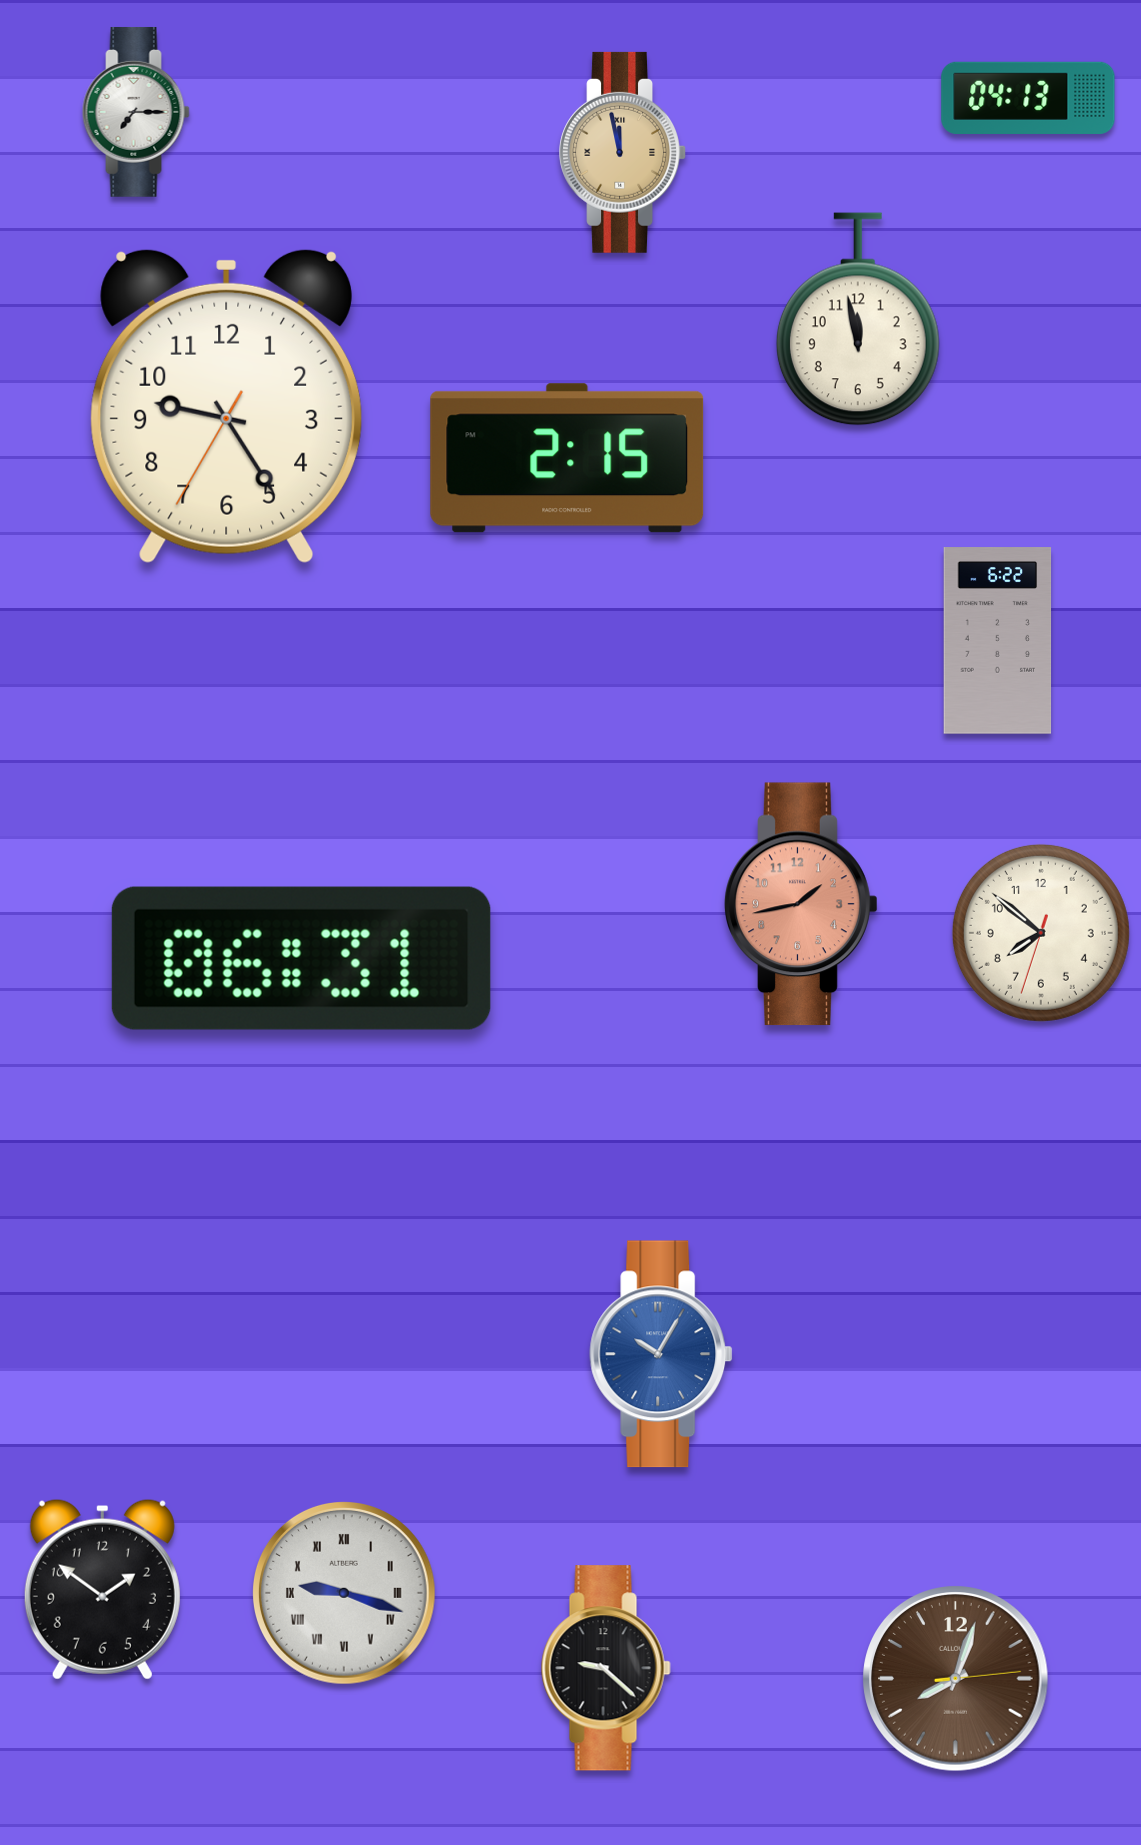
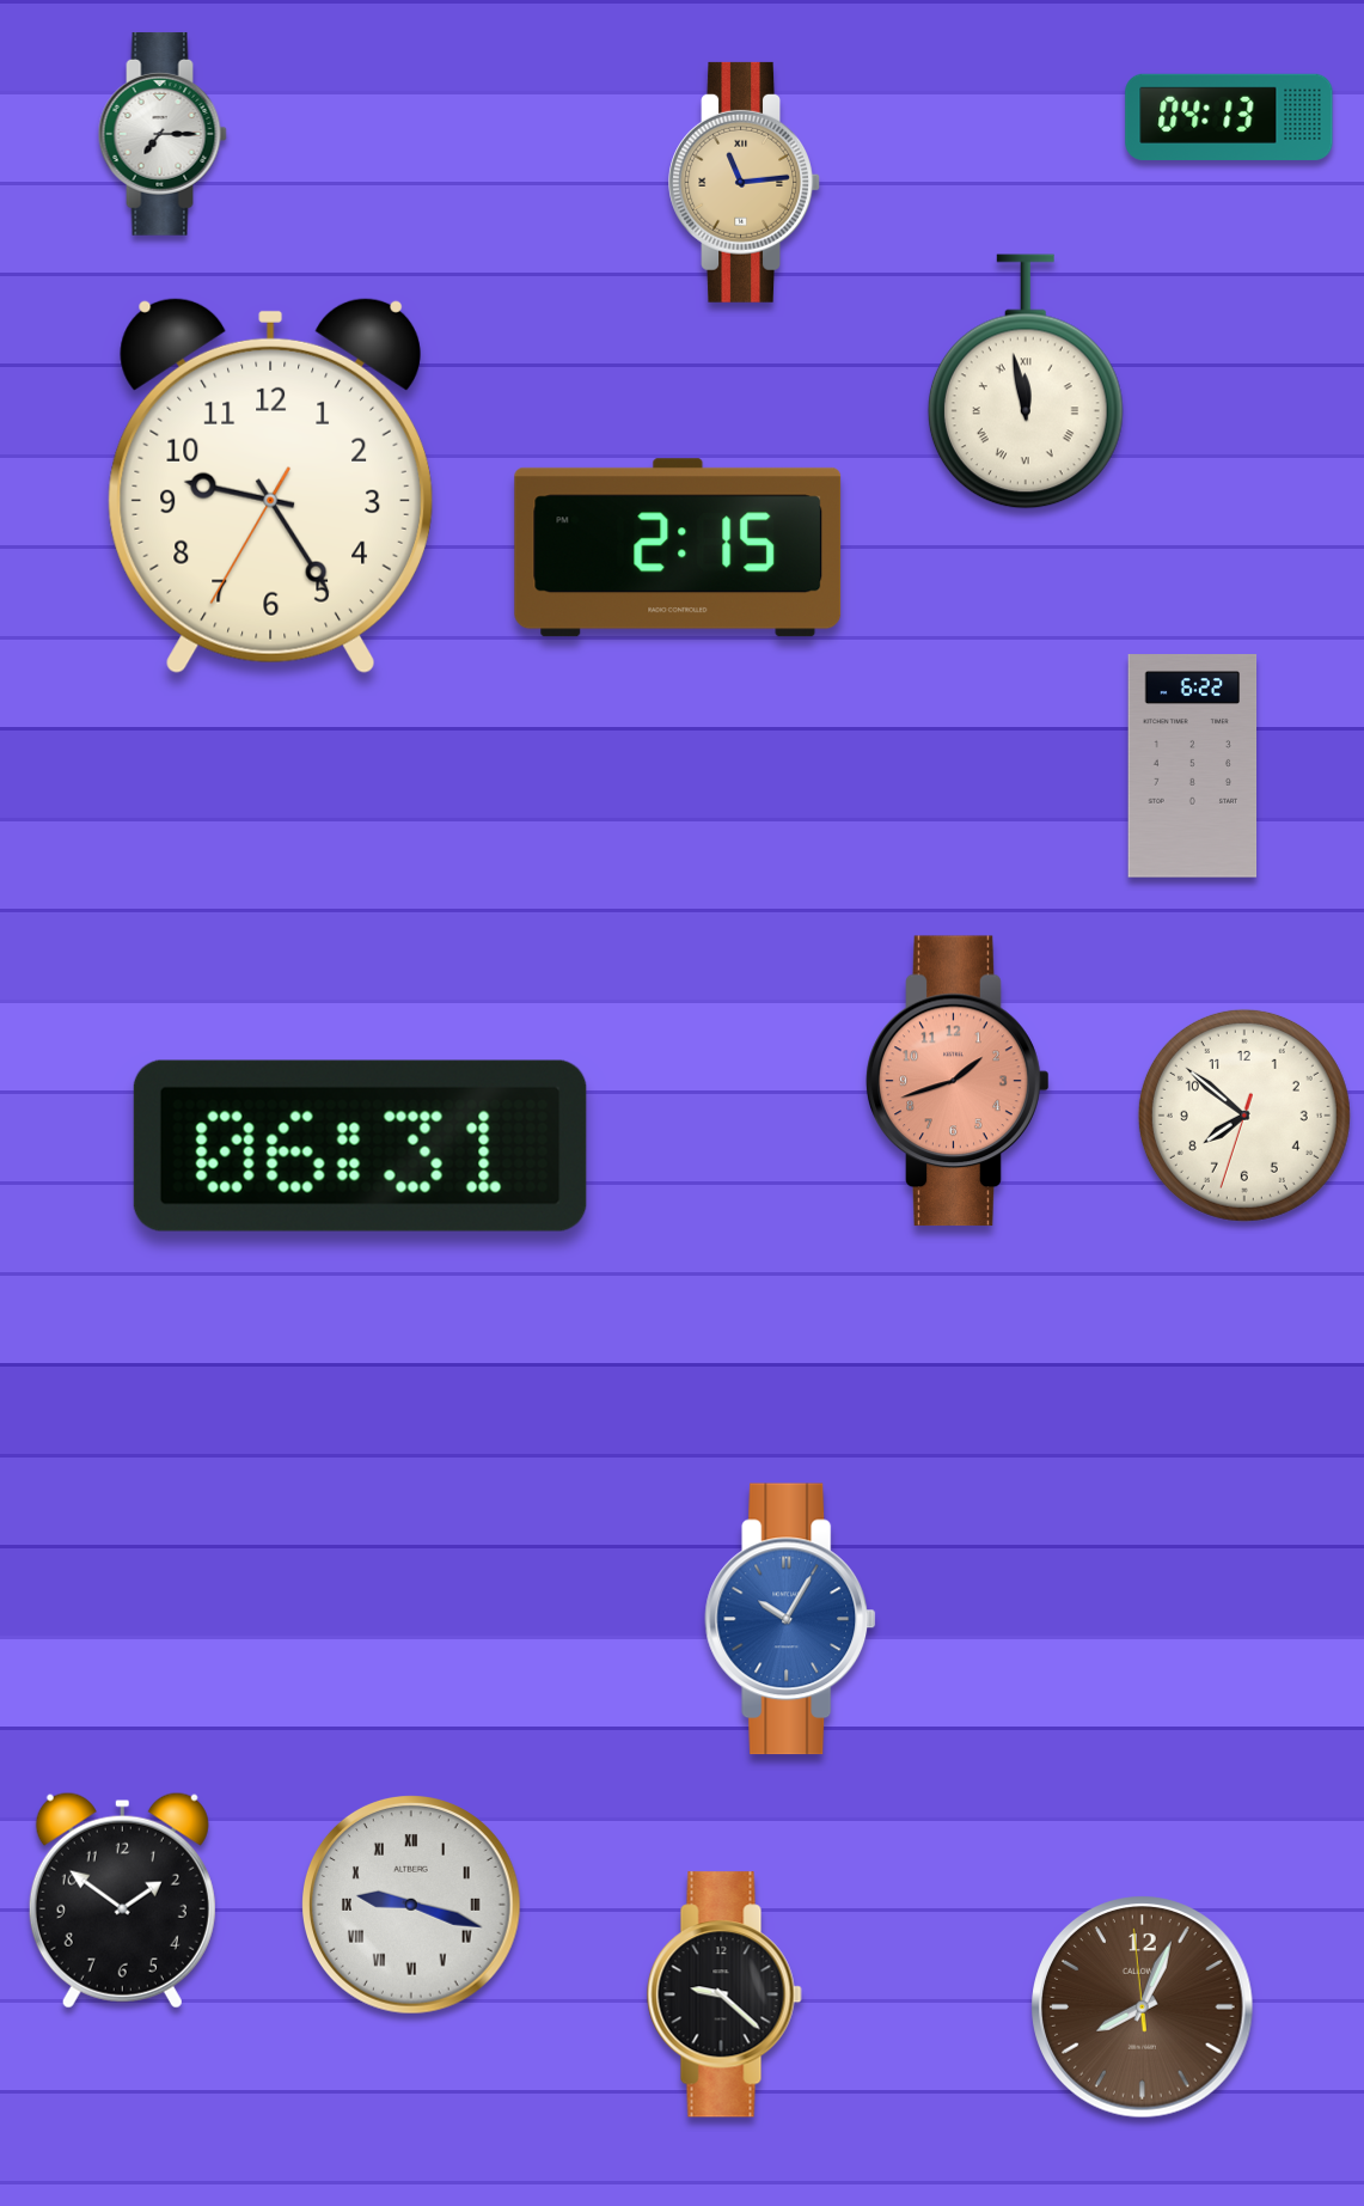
clock at (622, 152): 11:58 -> 11:14
clock at (858, 319) numerals: Arabic -> Roman
clock at (801, 904): 1:43 -> 1:42
clock at (956, 1679): 8:03:14 -> 8:03:59
